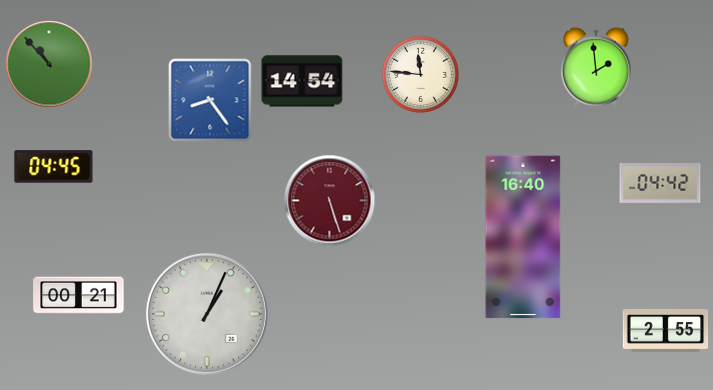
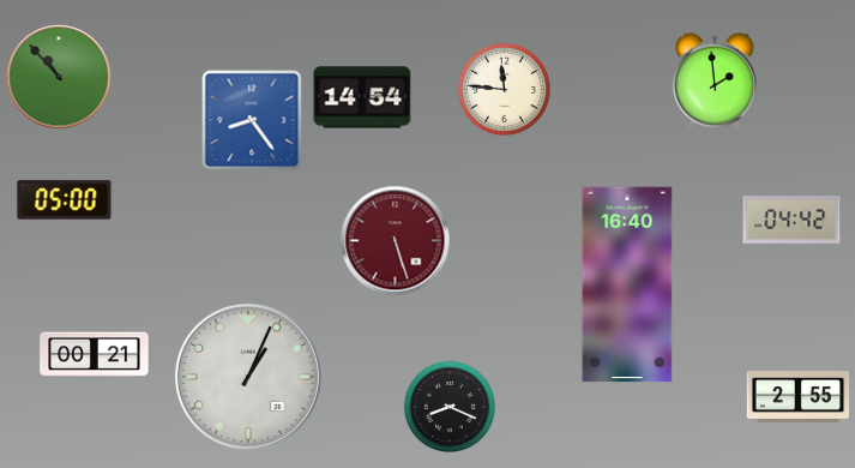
clock at (54, 167): 04:45 -> 05:00
clock at (448, 406): none -> 8:19
